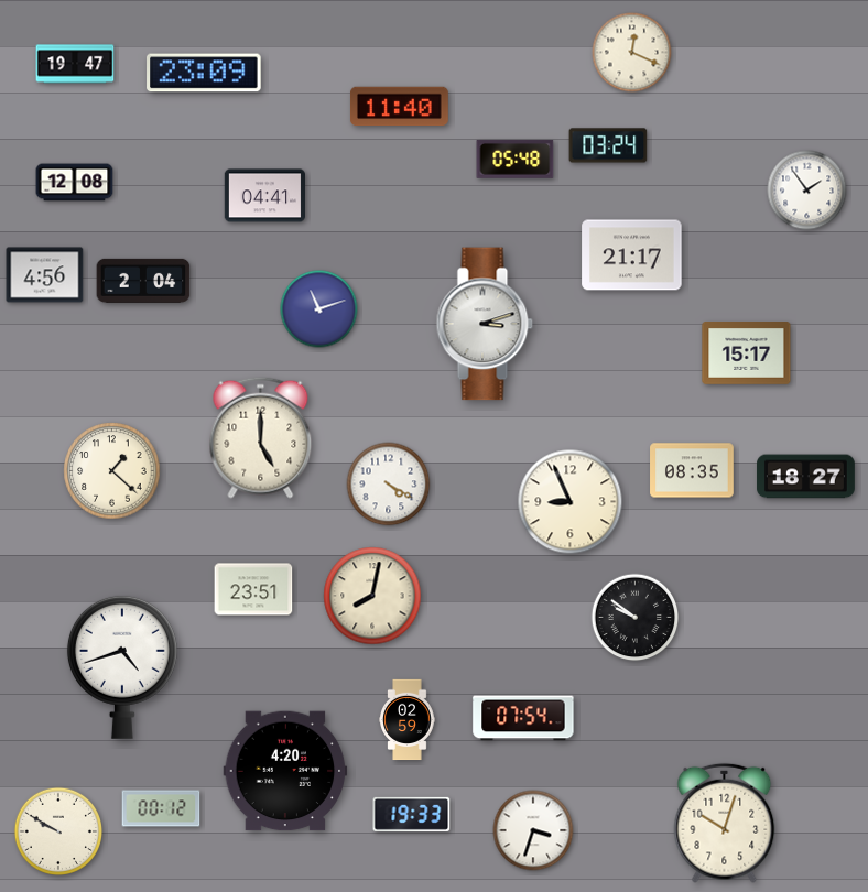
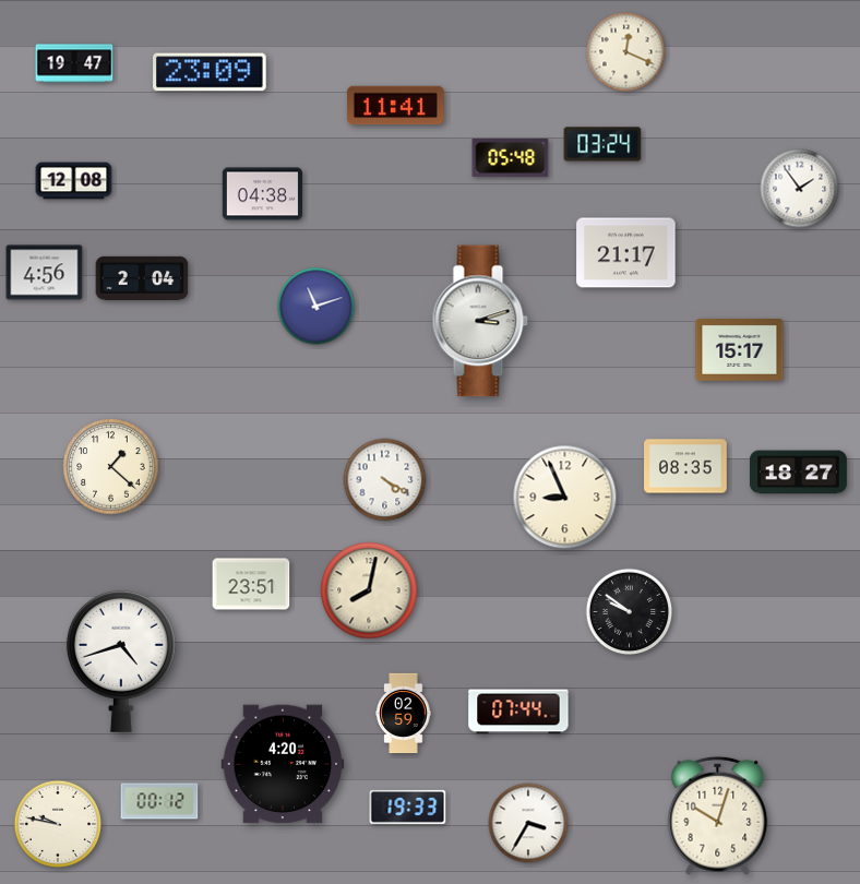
clock at (204, 73) position: (204, 73) -> (210, 72)
clock at (399, 107): 11:40 -> 11:41
clock at (264, 196): 04:41 -> 04:38
clock at (261, 437): 5:00 -> none
clock at (523, 718): 07:54 -> 07:44
clock at (533, 830): 3:33 -> 3:35
clock at (58, 831): 9:50 -> 9:47
